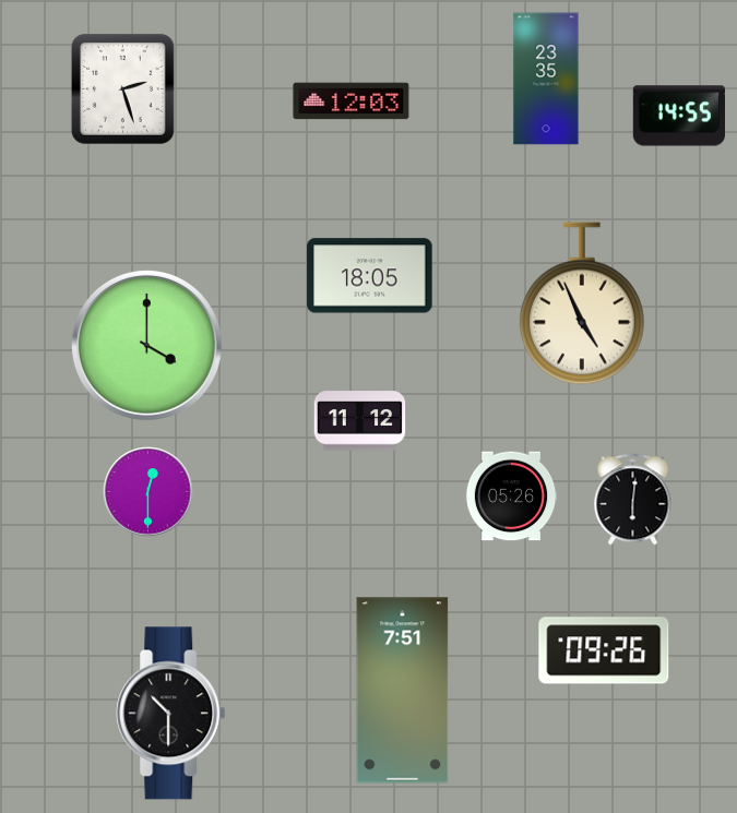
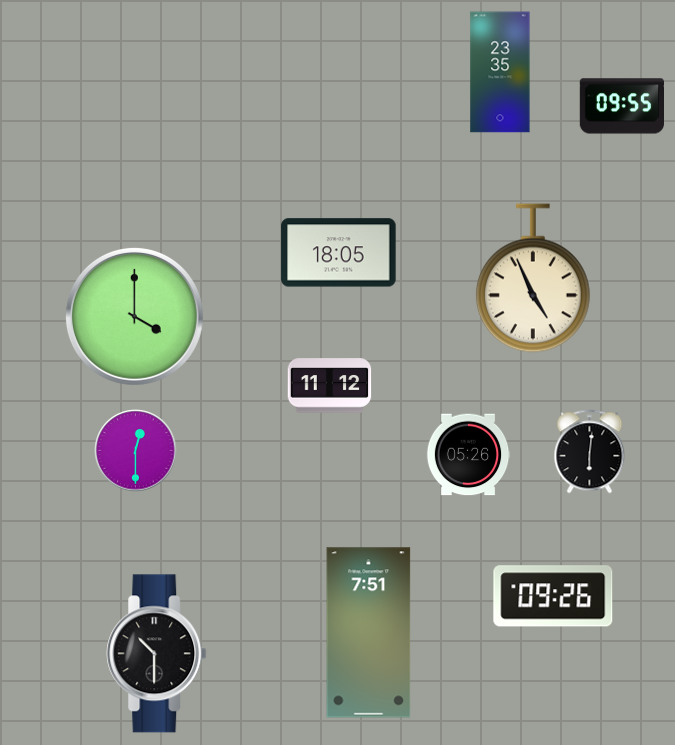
clock at (122, 88): 2:27 -> none
clock at (352, 101): 12:03 -> none
clock at (678, 116): 14:55 -> 09:55
clock at (633, 500) position: (633, 500) -> (590, 452)
